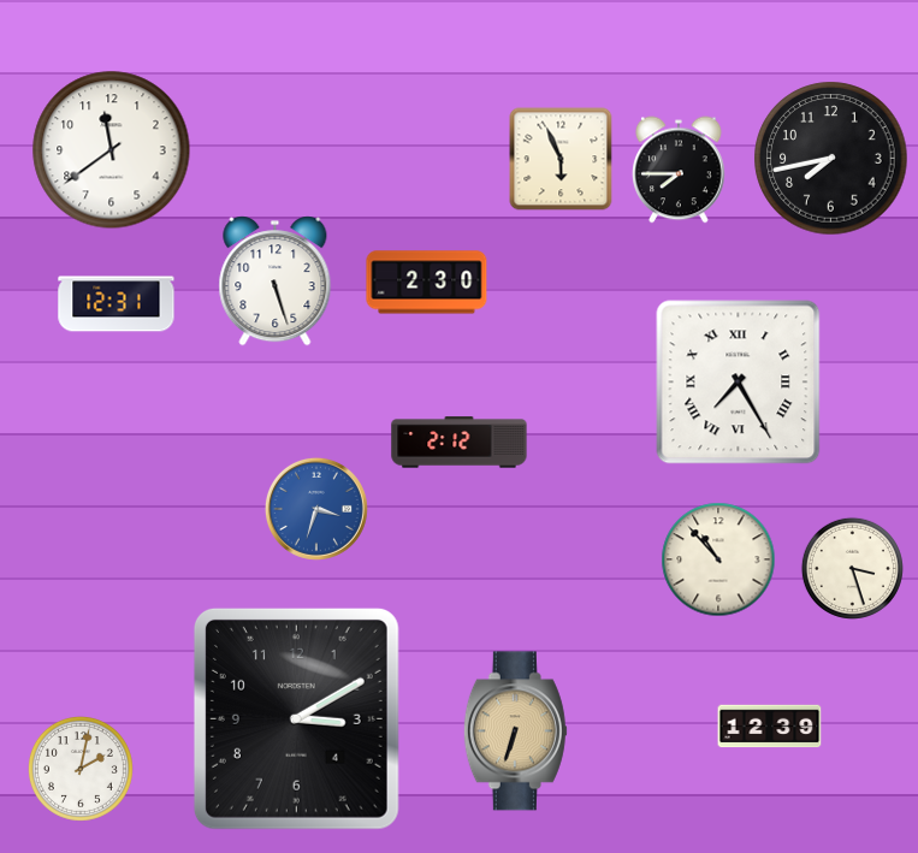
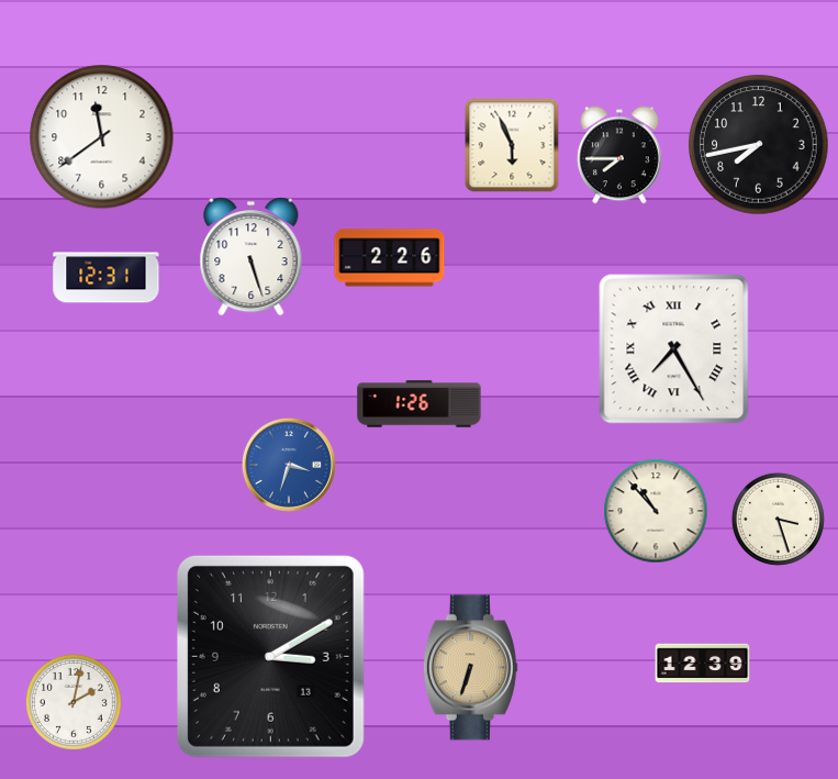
clock at (427, 283): 2:30 -> 2:26
clock at (460, 443): 2:12 -> 1:26
clock at (296, 718) date: 4 -> 13
